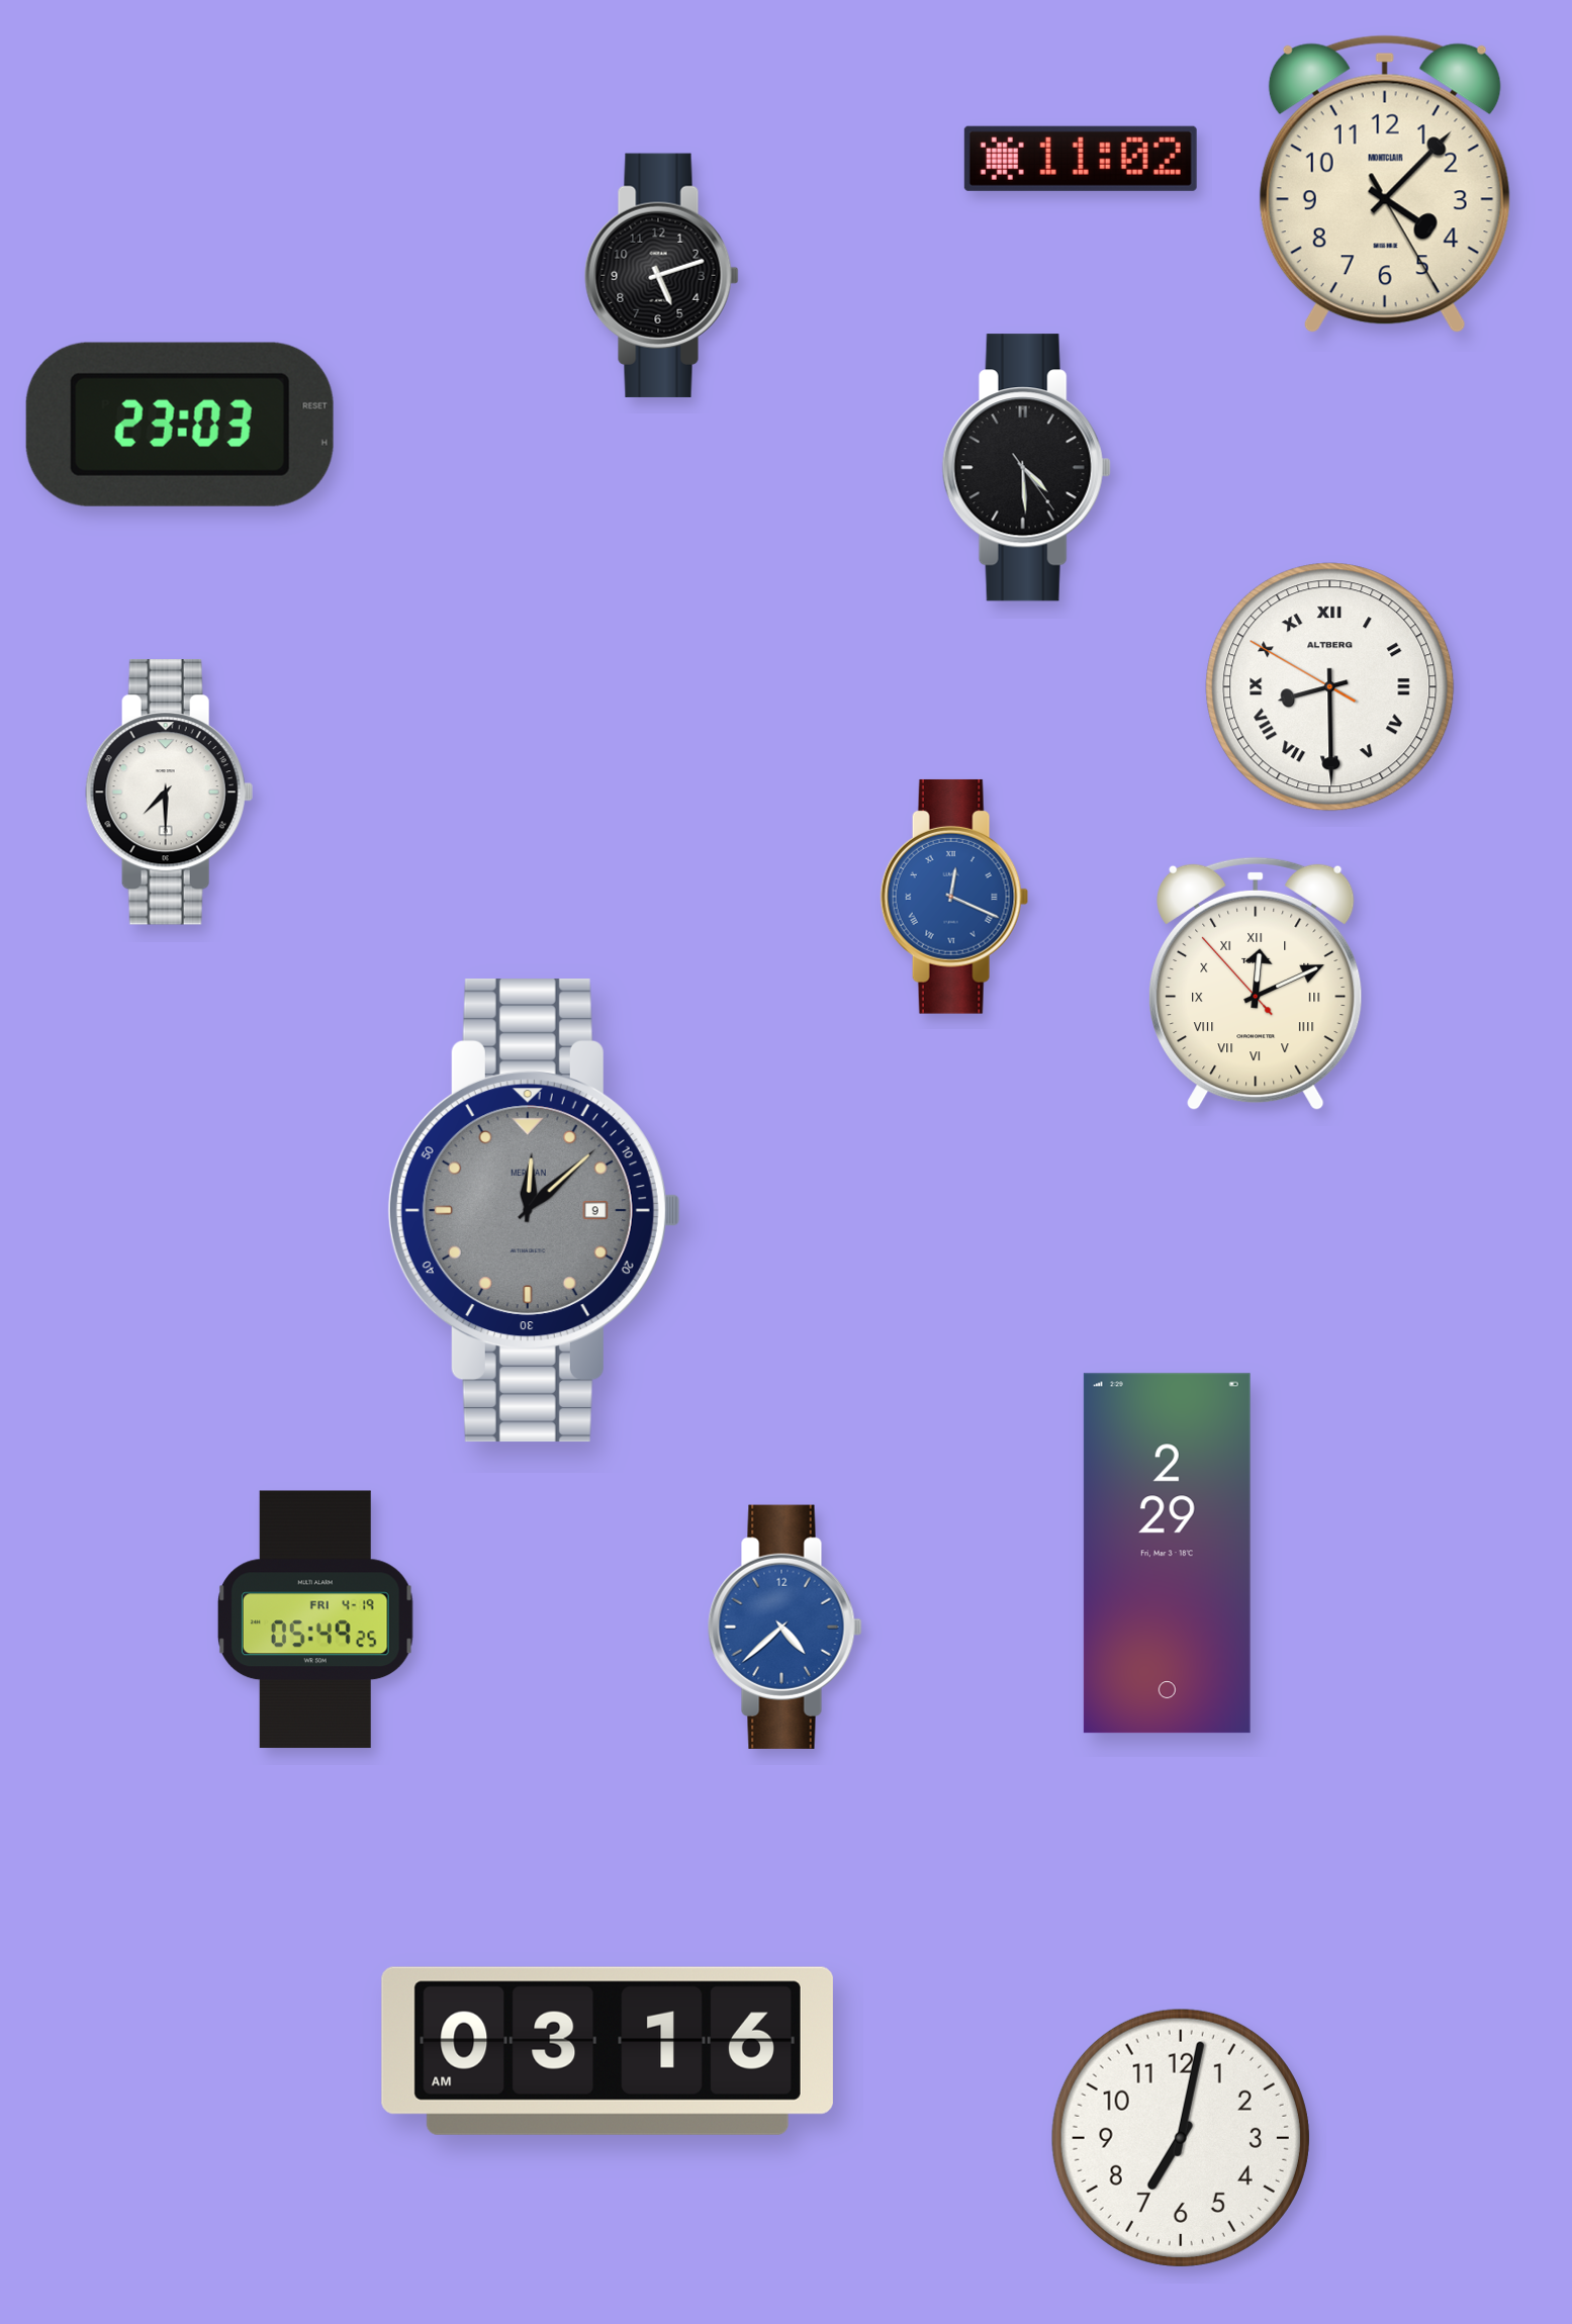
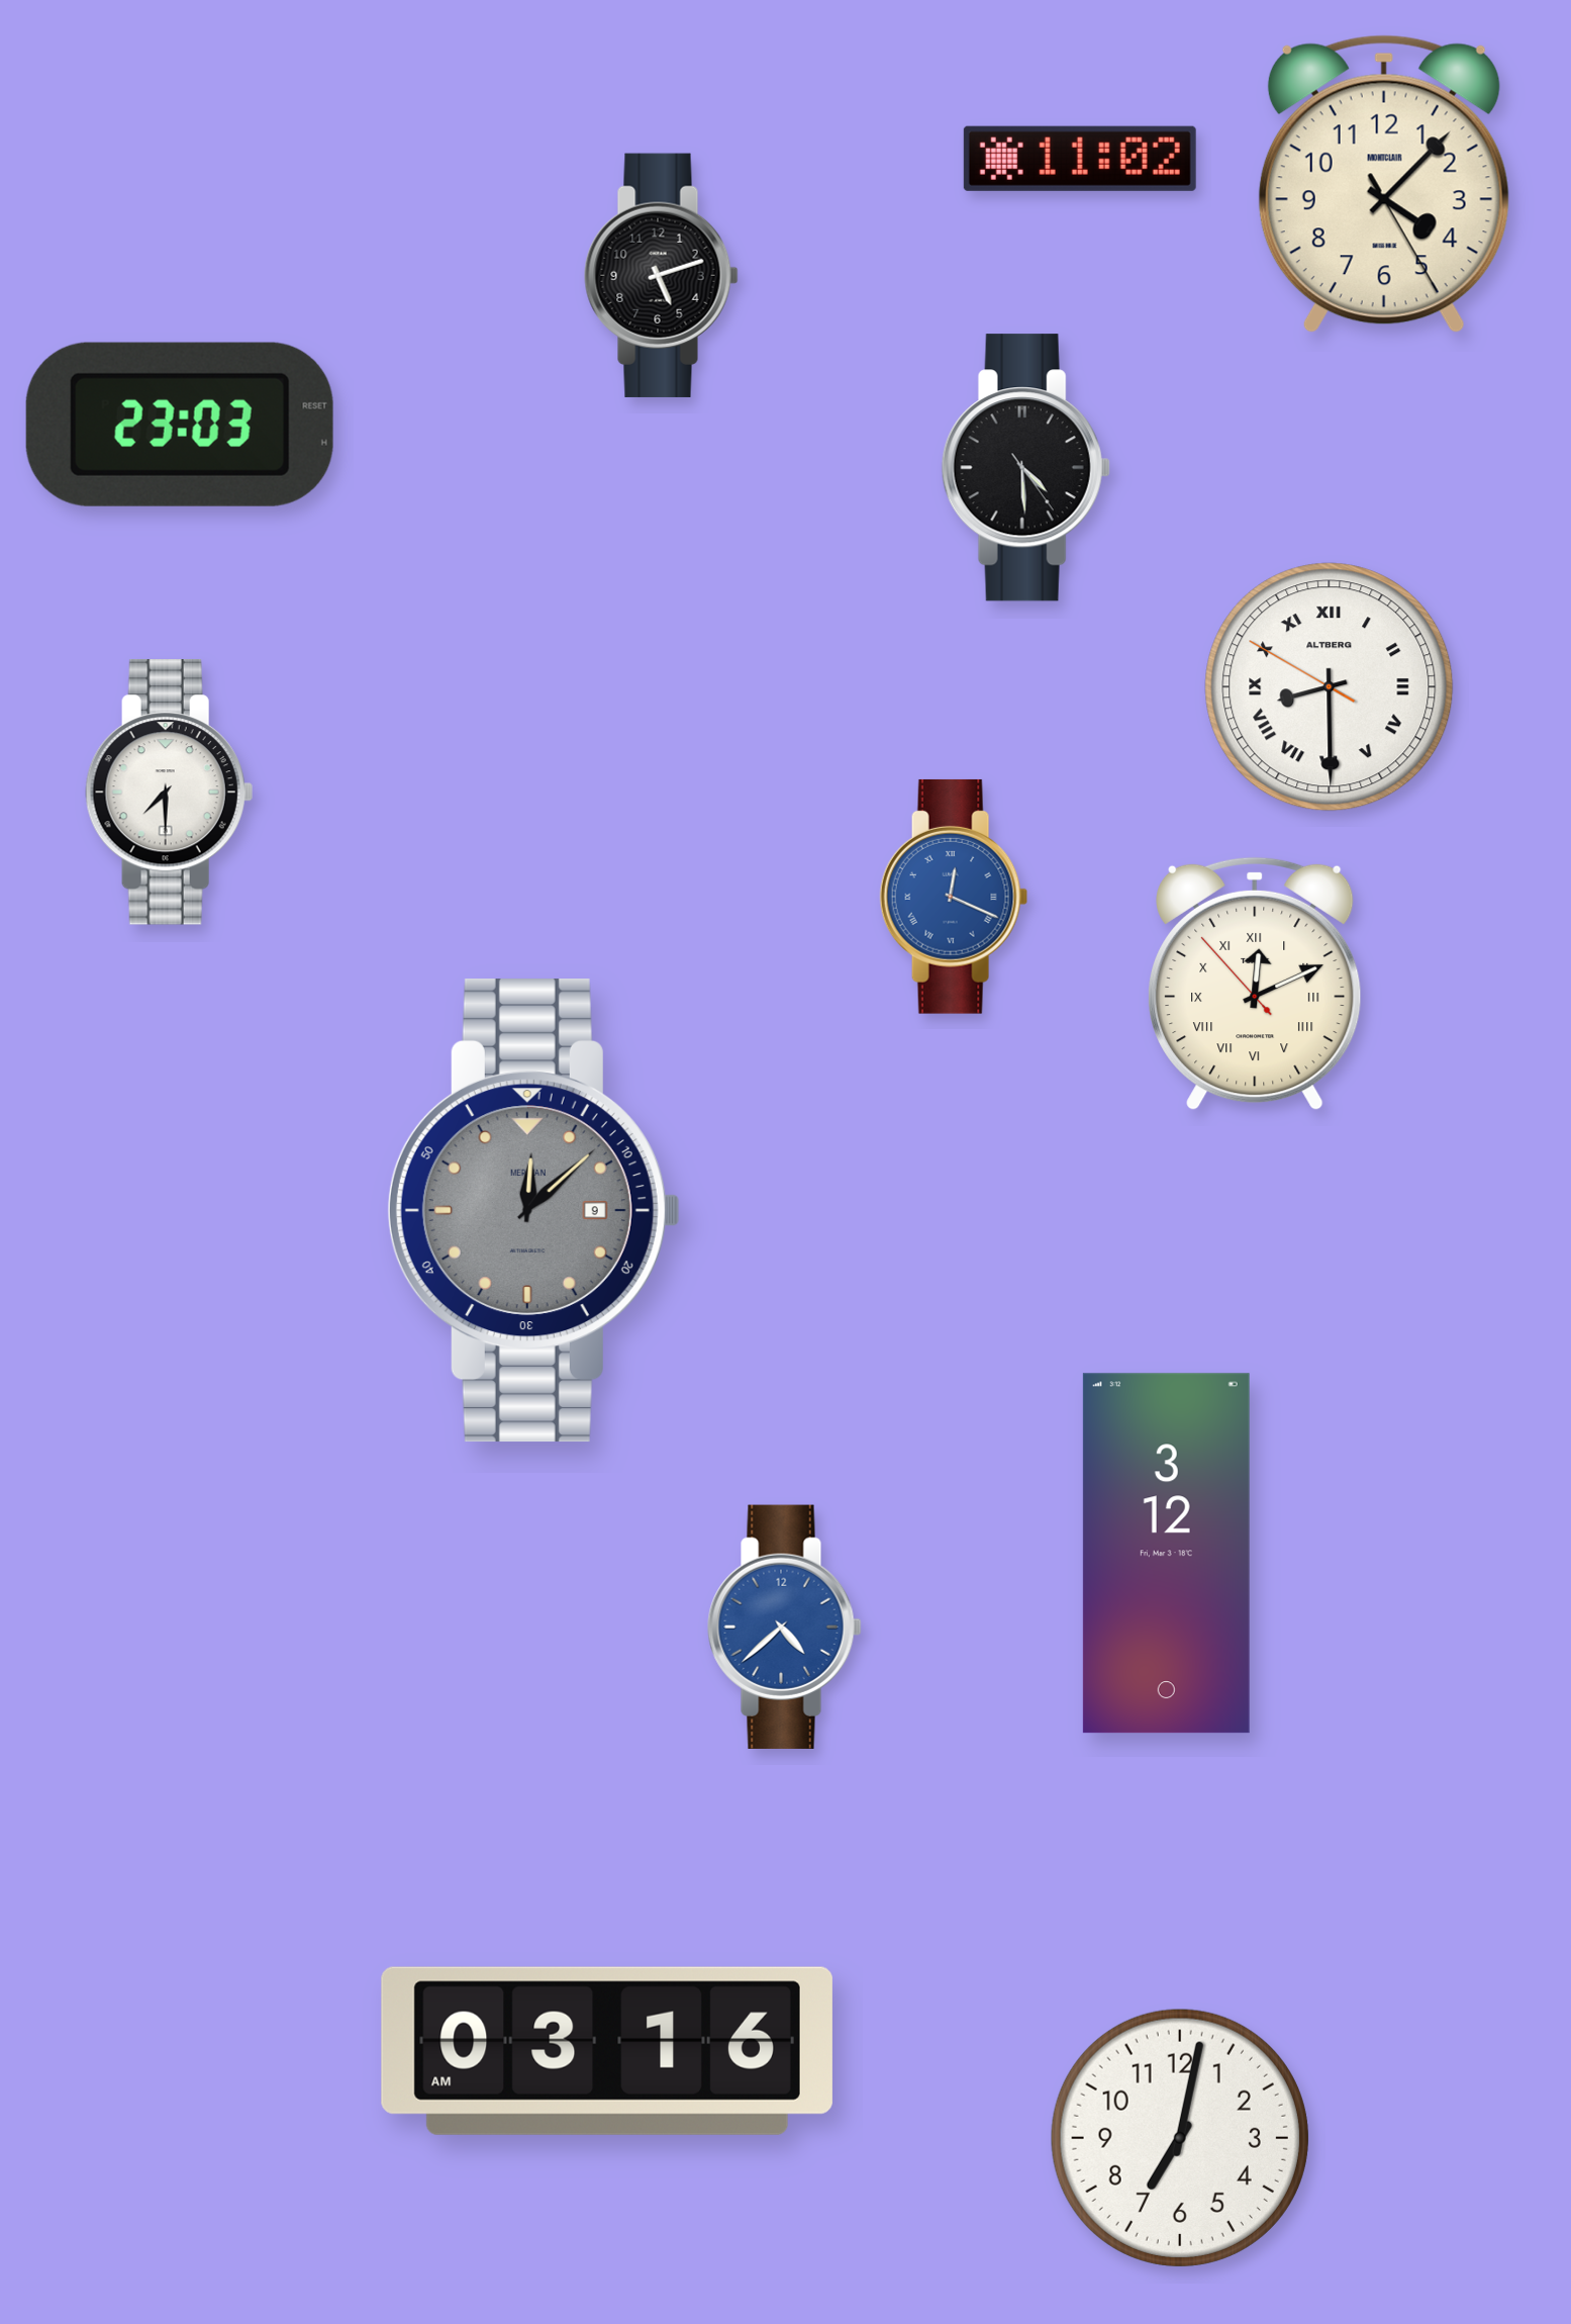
clock at (1167, 1554): 2:29 -> 3:12
clock at (315, 1619): 05:49 -> none
